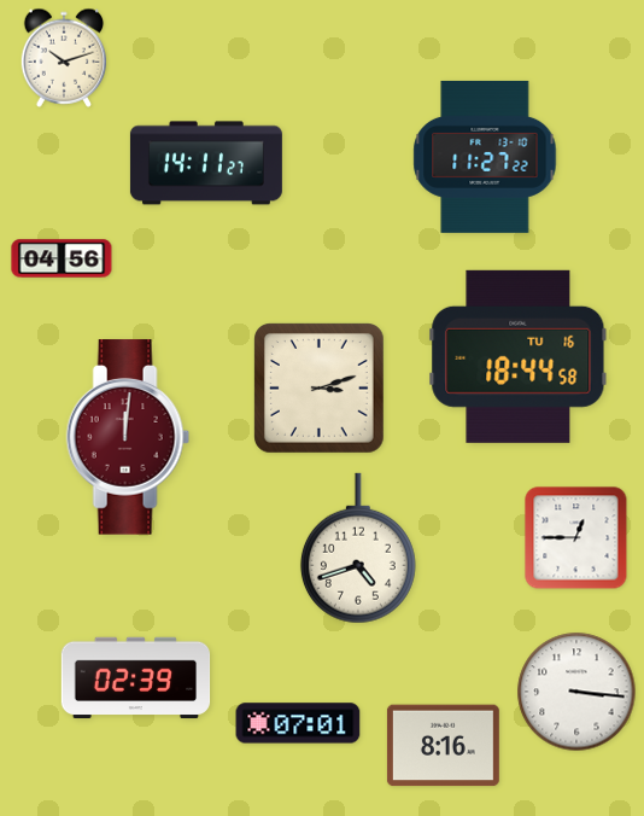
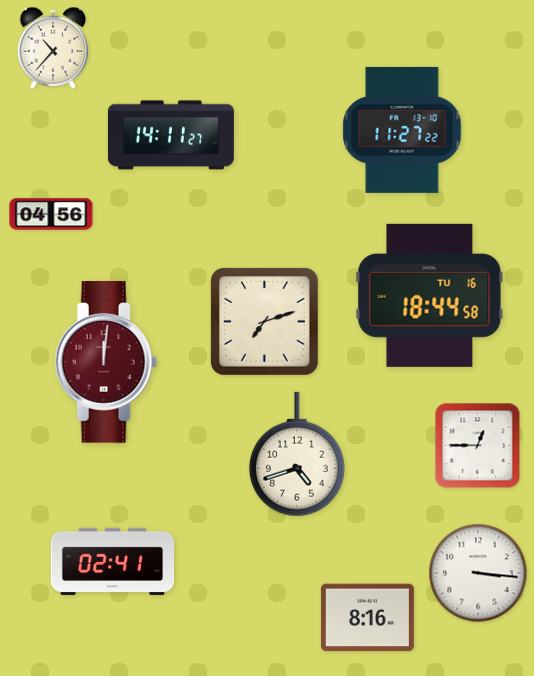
clock at (64, 58): 10:12 -> 10:37
clock at (320, 389): 3:12 -> 7:12
clock at (136, 678): 02:39 -> 02:41
clock at (298, 723): 07:01 -> none
